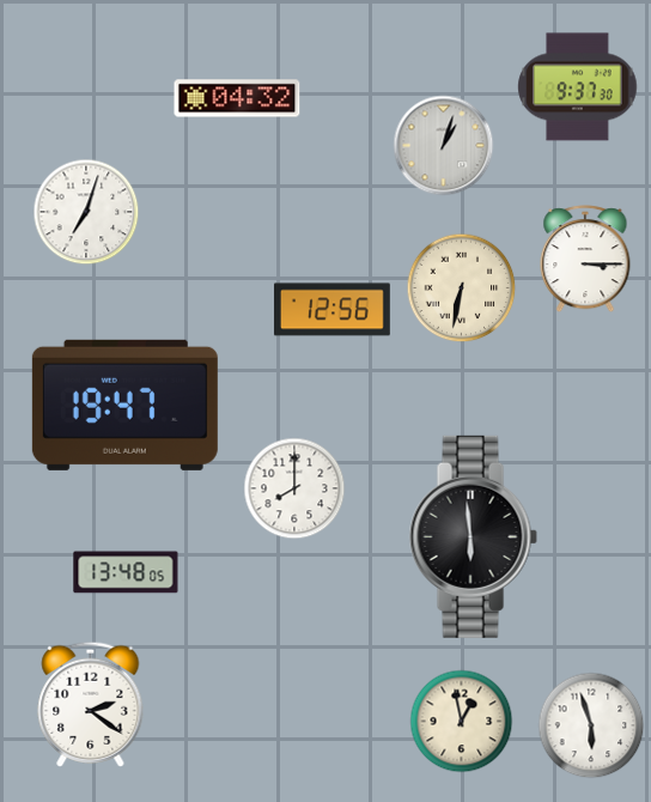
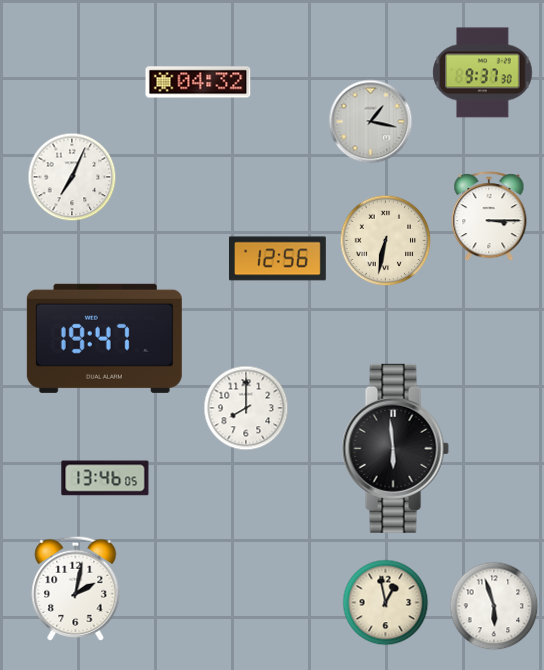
clock at (444, 146): 1:03 -> 1:17
clock at (86, 212): 7:03 -> 7:04
clock at (126, 572): 13:48 -> 13:46
clock at (91, 704): 2:21 -> 2:02
